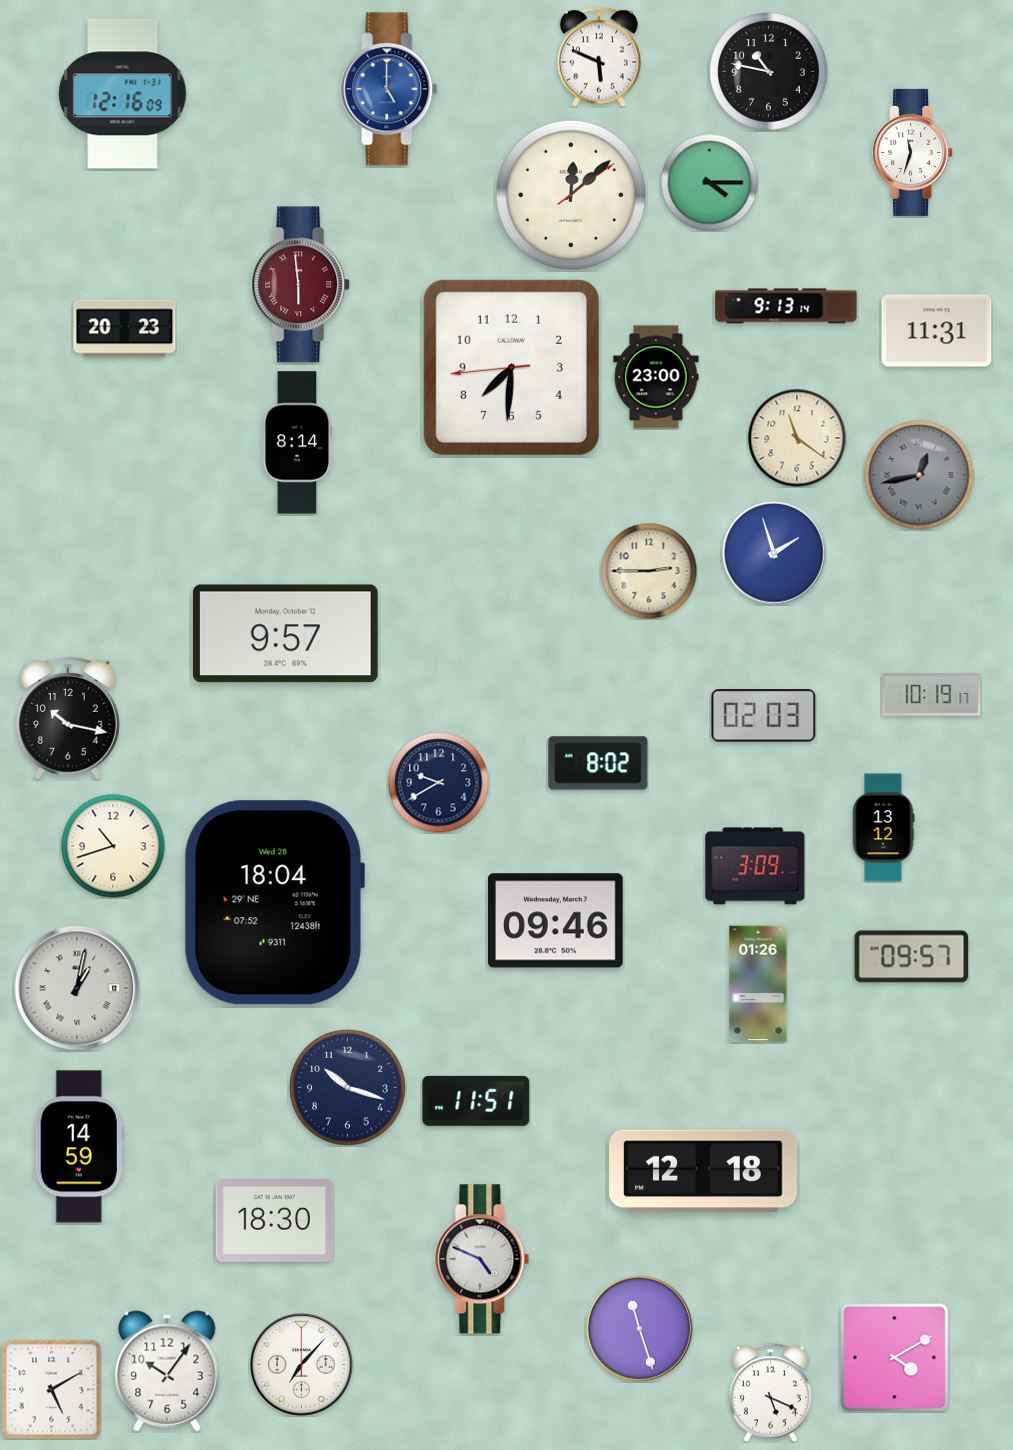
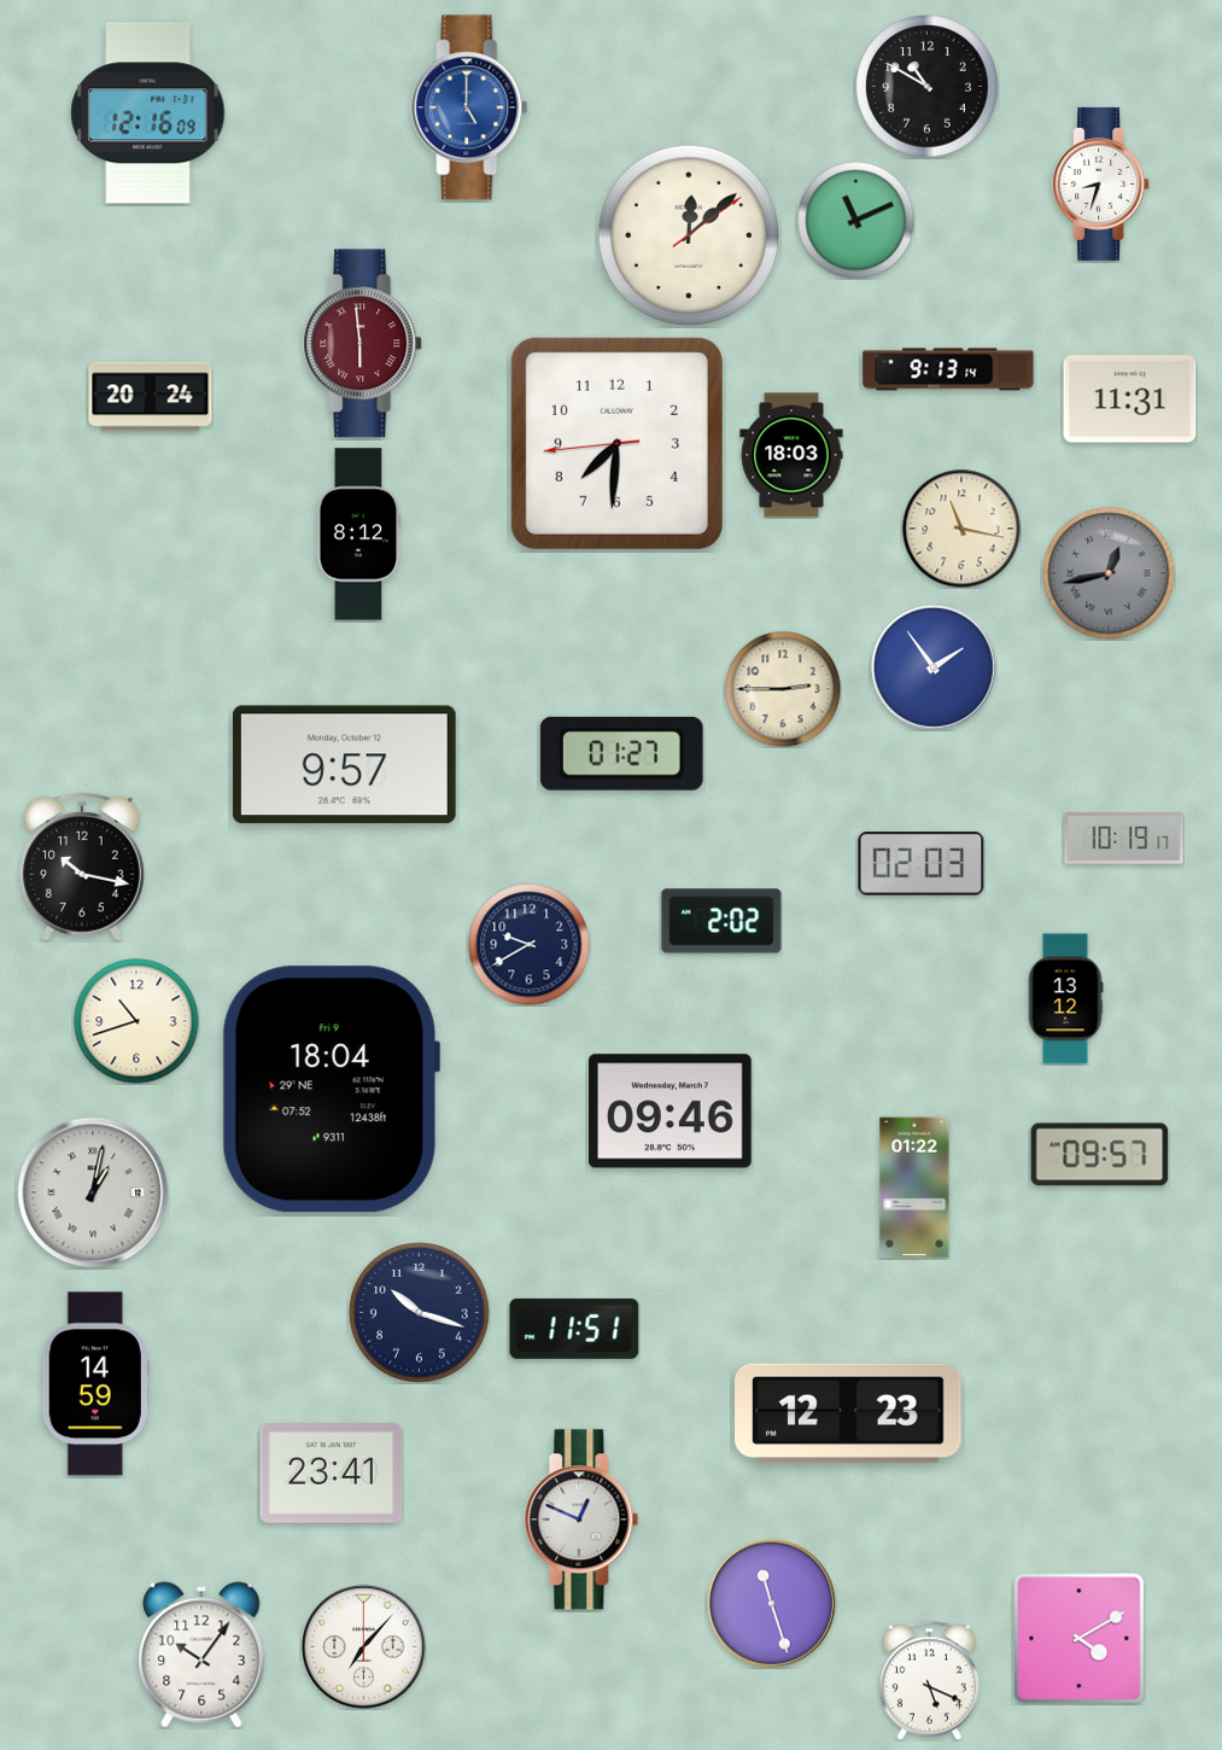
clock at (599, 57): 5:49 -> none
clock at (769, 72): 10:47 -> 10:50
clock at (913, 152): 11:33 -> 8:33
clock at (709, 182): 4:15 -> 11:11
clock at (125, 329): 20:23 -> 20:24
clock at (656, 377): 23:00 -> 18:03
clock at (797, 438): 11:21 -> 11:17
clock at (297, 443): 8:14 -> 8:12
clock at (774, 553): 1:57 -> 1:54
clock at (621, 753): none -> 01:27
clock at (598, 763): 8:02 -> 2:02
clock at (755, 866): 3:09 -> none
clock at (274, 903) date: Wed 28 -> Fri 9
clock at (758, 984): 01:26 -> 01:22
clock at (703, 1171): 12:18 -> 12:23
clock at (275, 1221): 18:30 -> 23:41
clock at (482, 1259): 4:49 -> 12:49
clock at (51, 1389): 5:10 -> none
